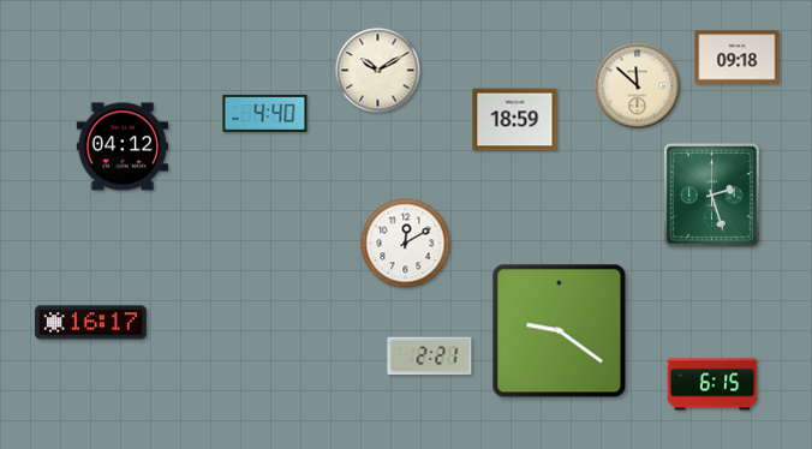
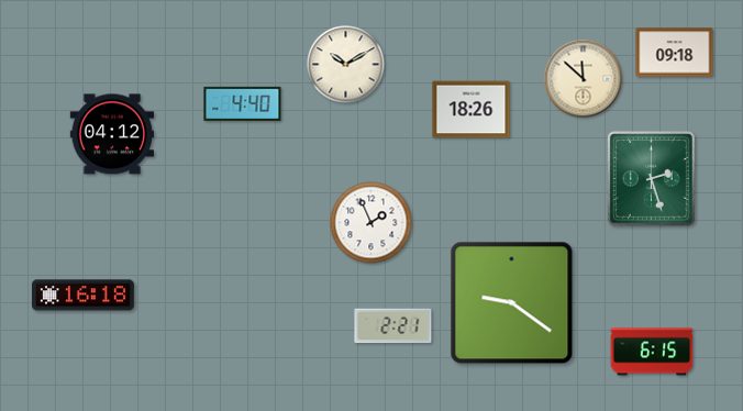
clock at (515, 120): 18:59 -> 18:26
clock at (406, 244): 12:10 -> 1:56
clock at (90, 323): 16:17 -> 16:18
